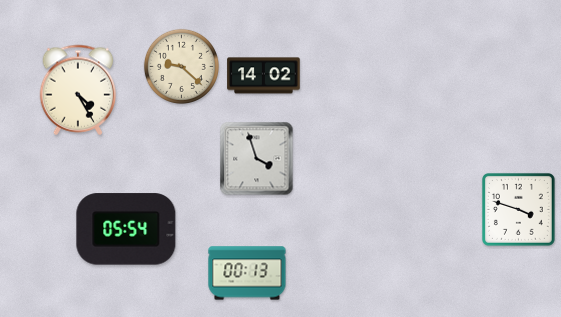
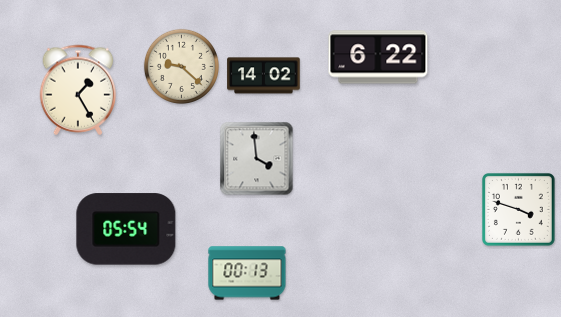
clock at (378, 57): none -> 6:22
clock at (78, 90): 4:25 -> 1:25
clock at (257, 159): 3:57 -> 3:59
